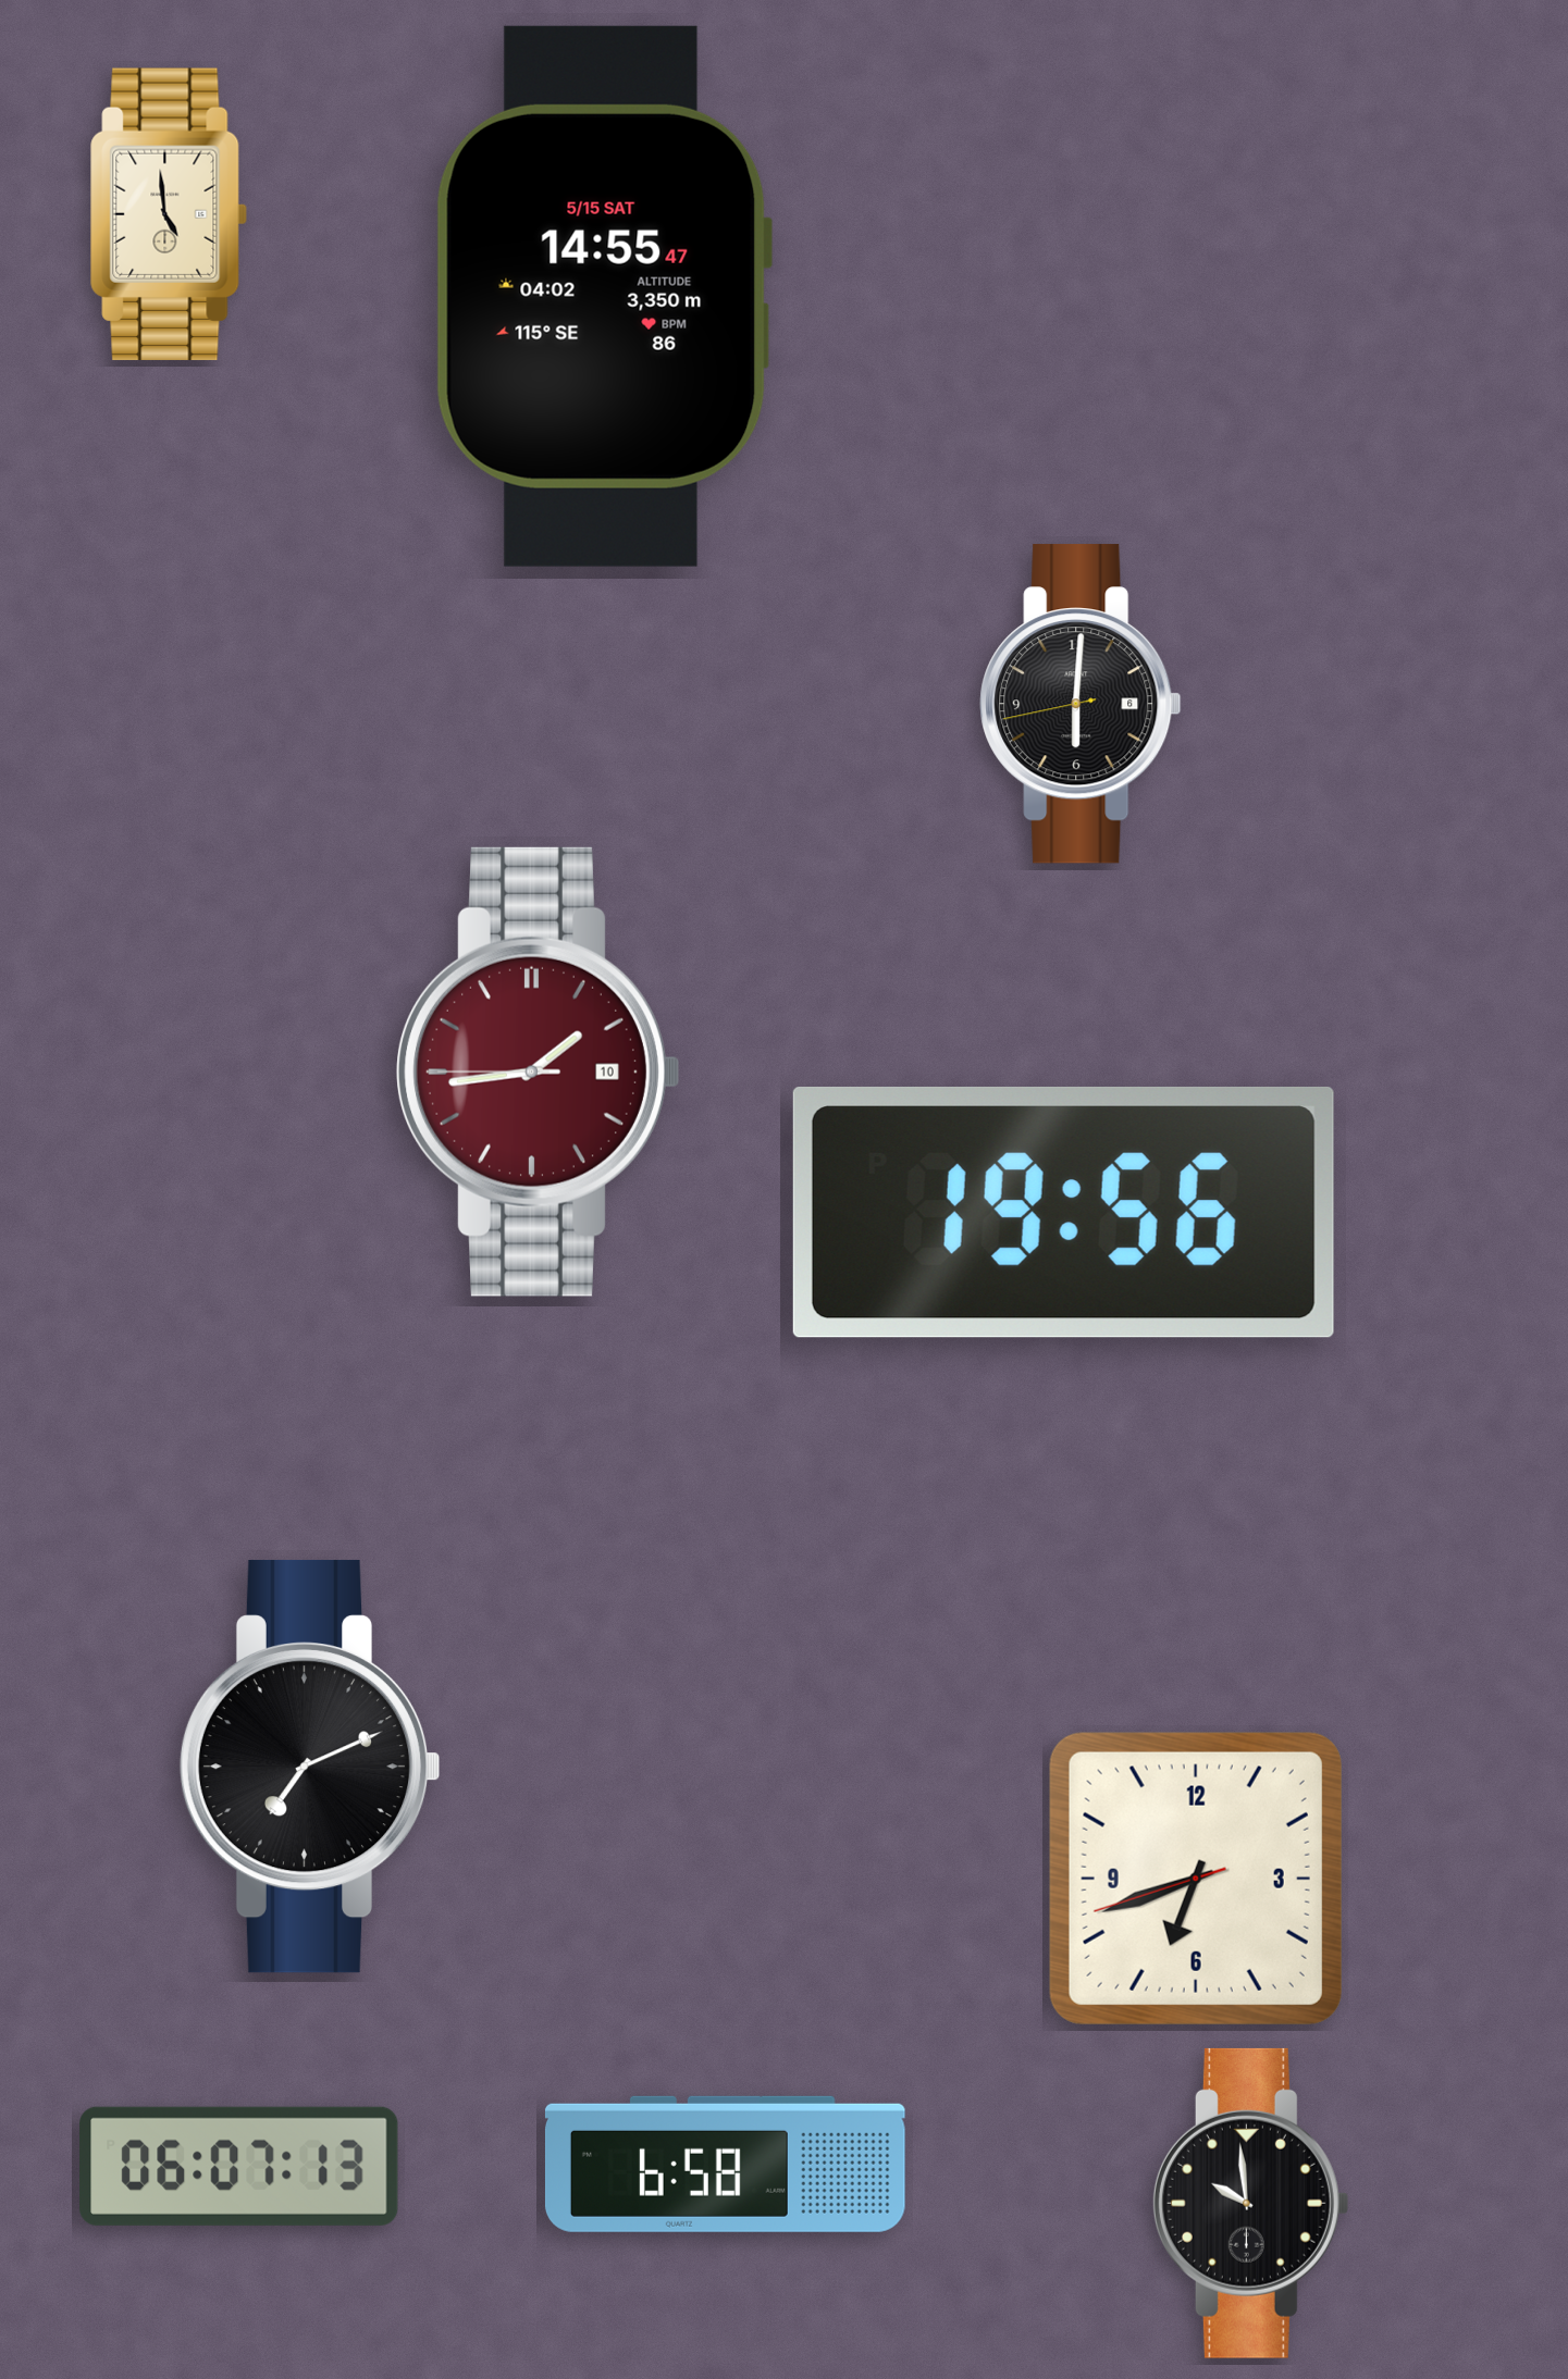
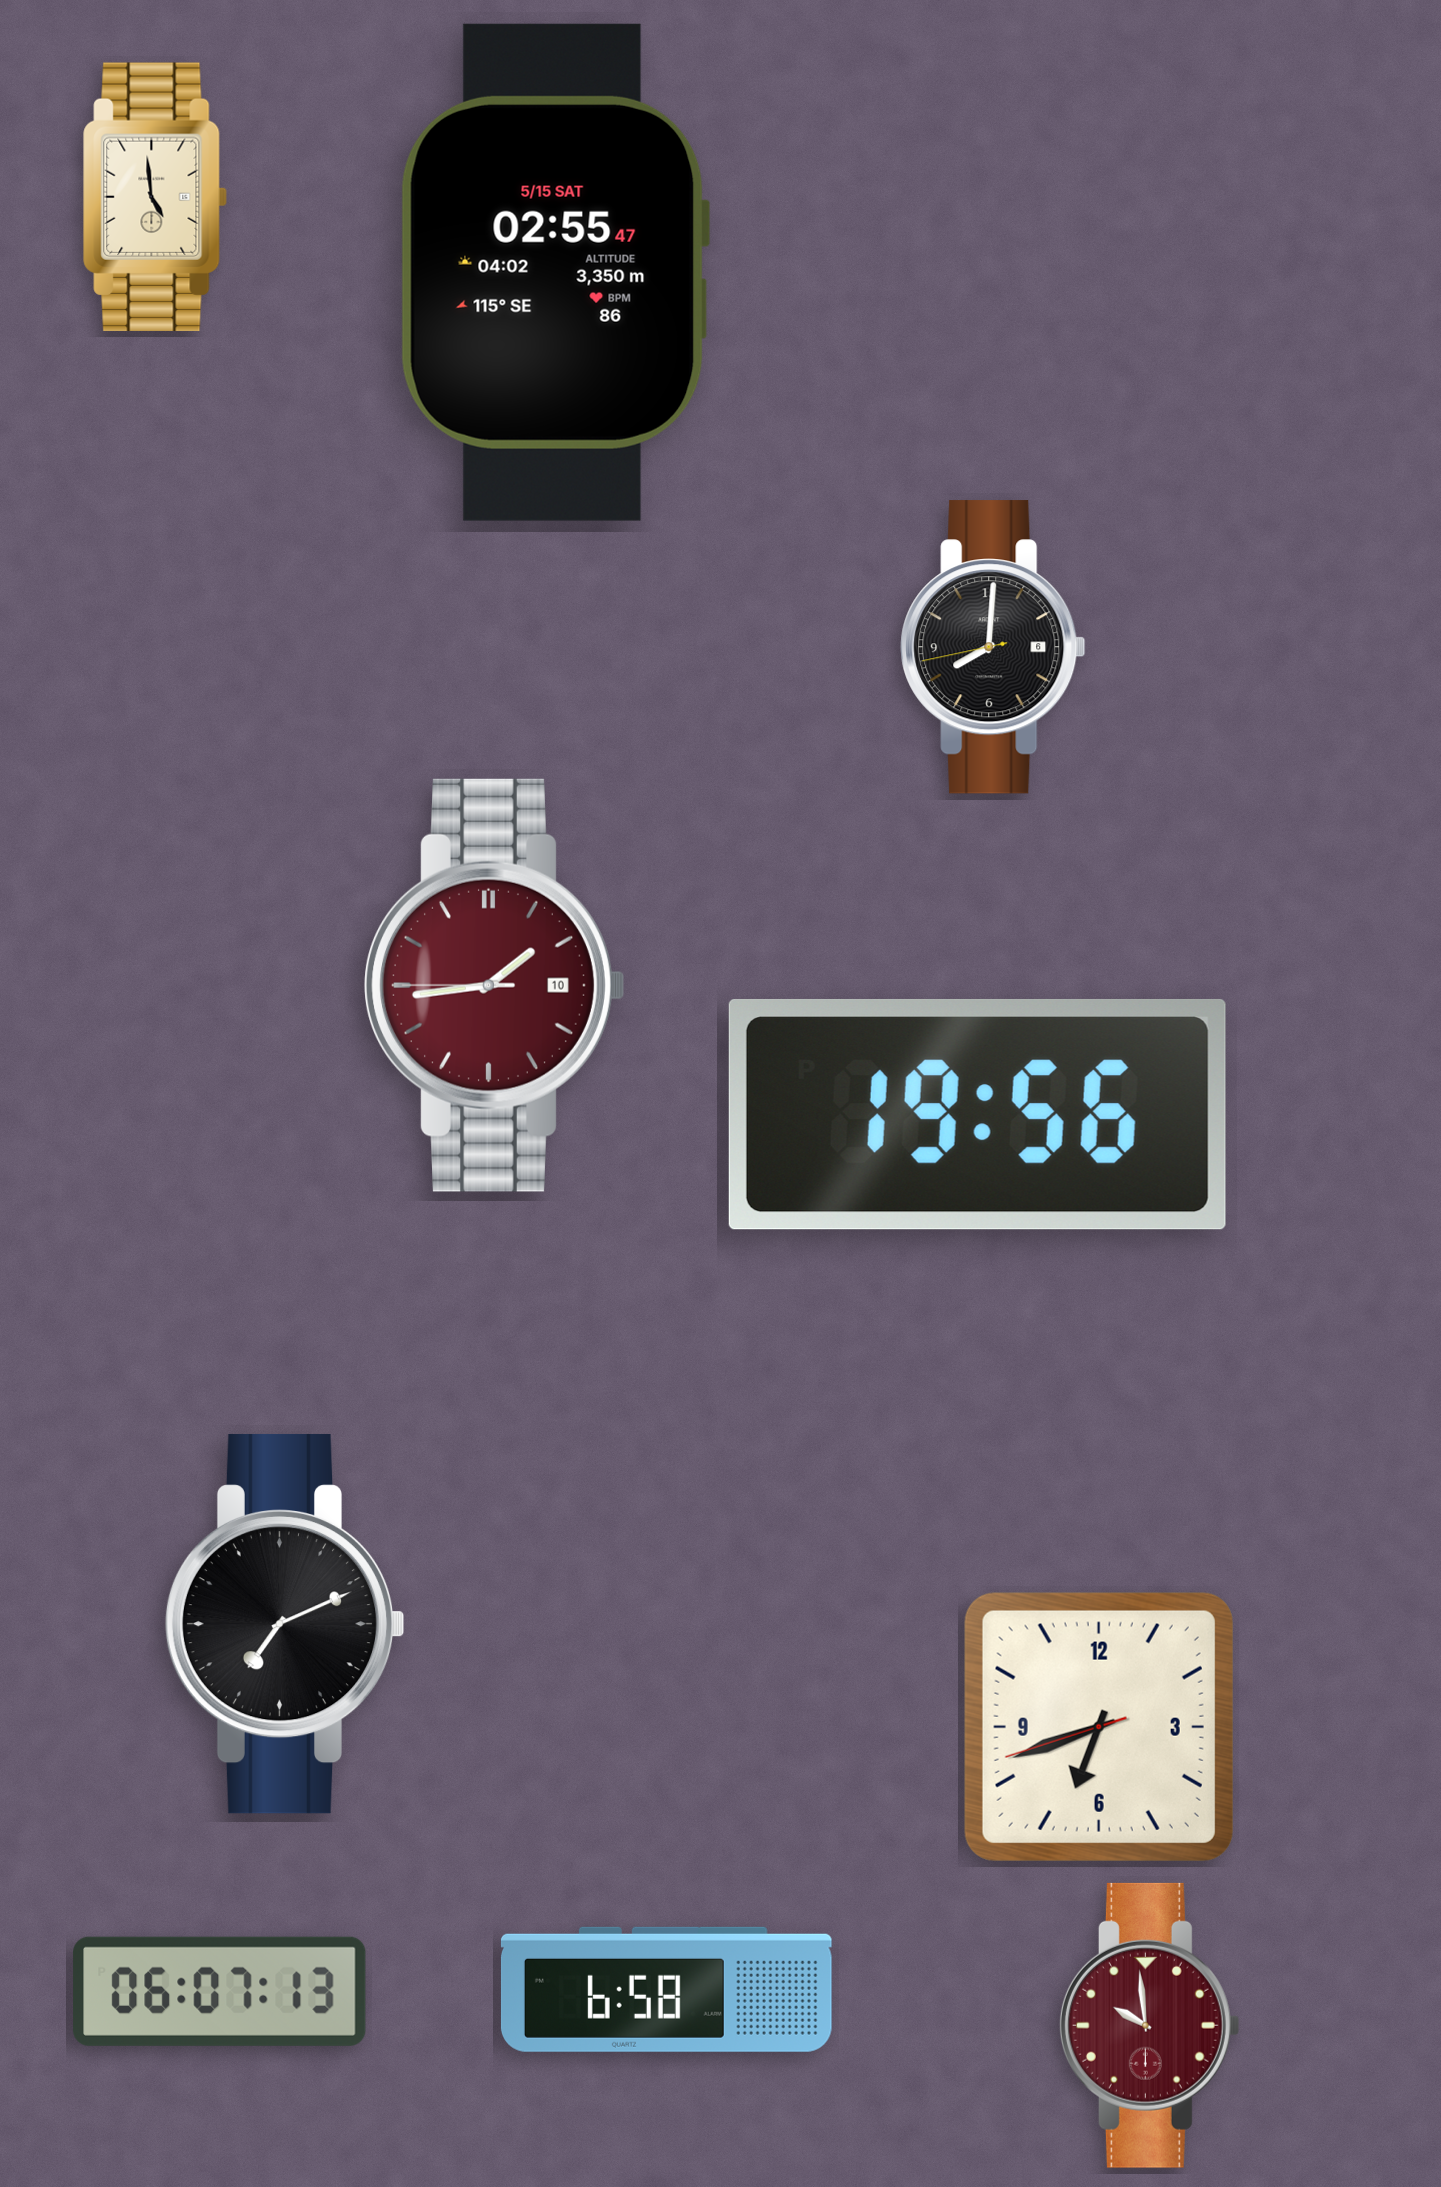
clock at (604, 296): 14:55 -> 02:55
clock at (1081, 704): 6:00 -> 8:00
clock at (1250, 2203) dial: black -> burgundy
